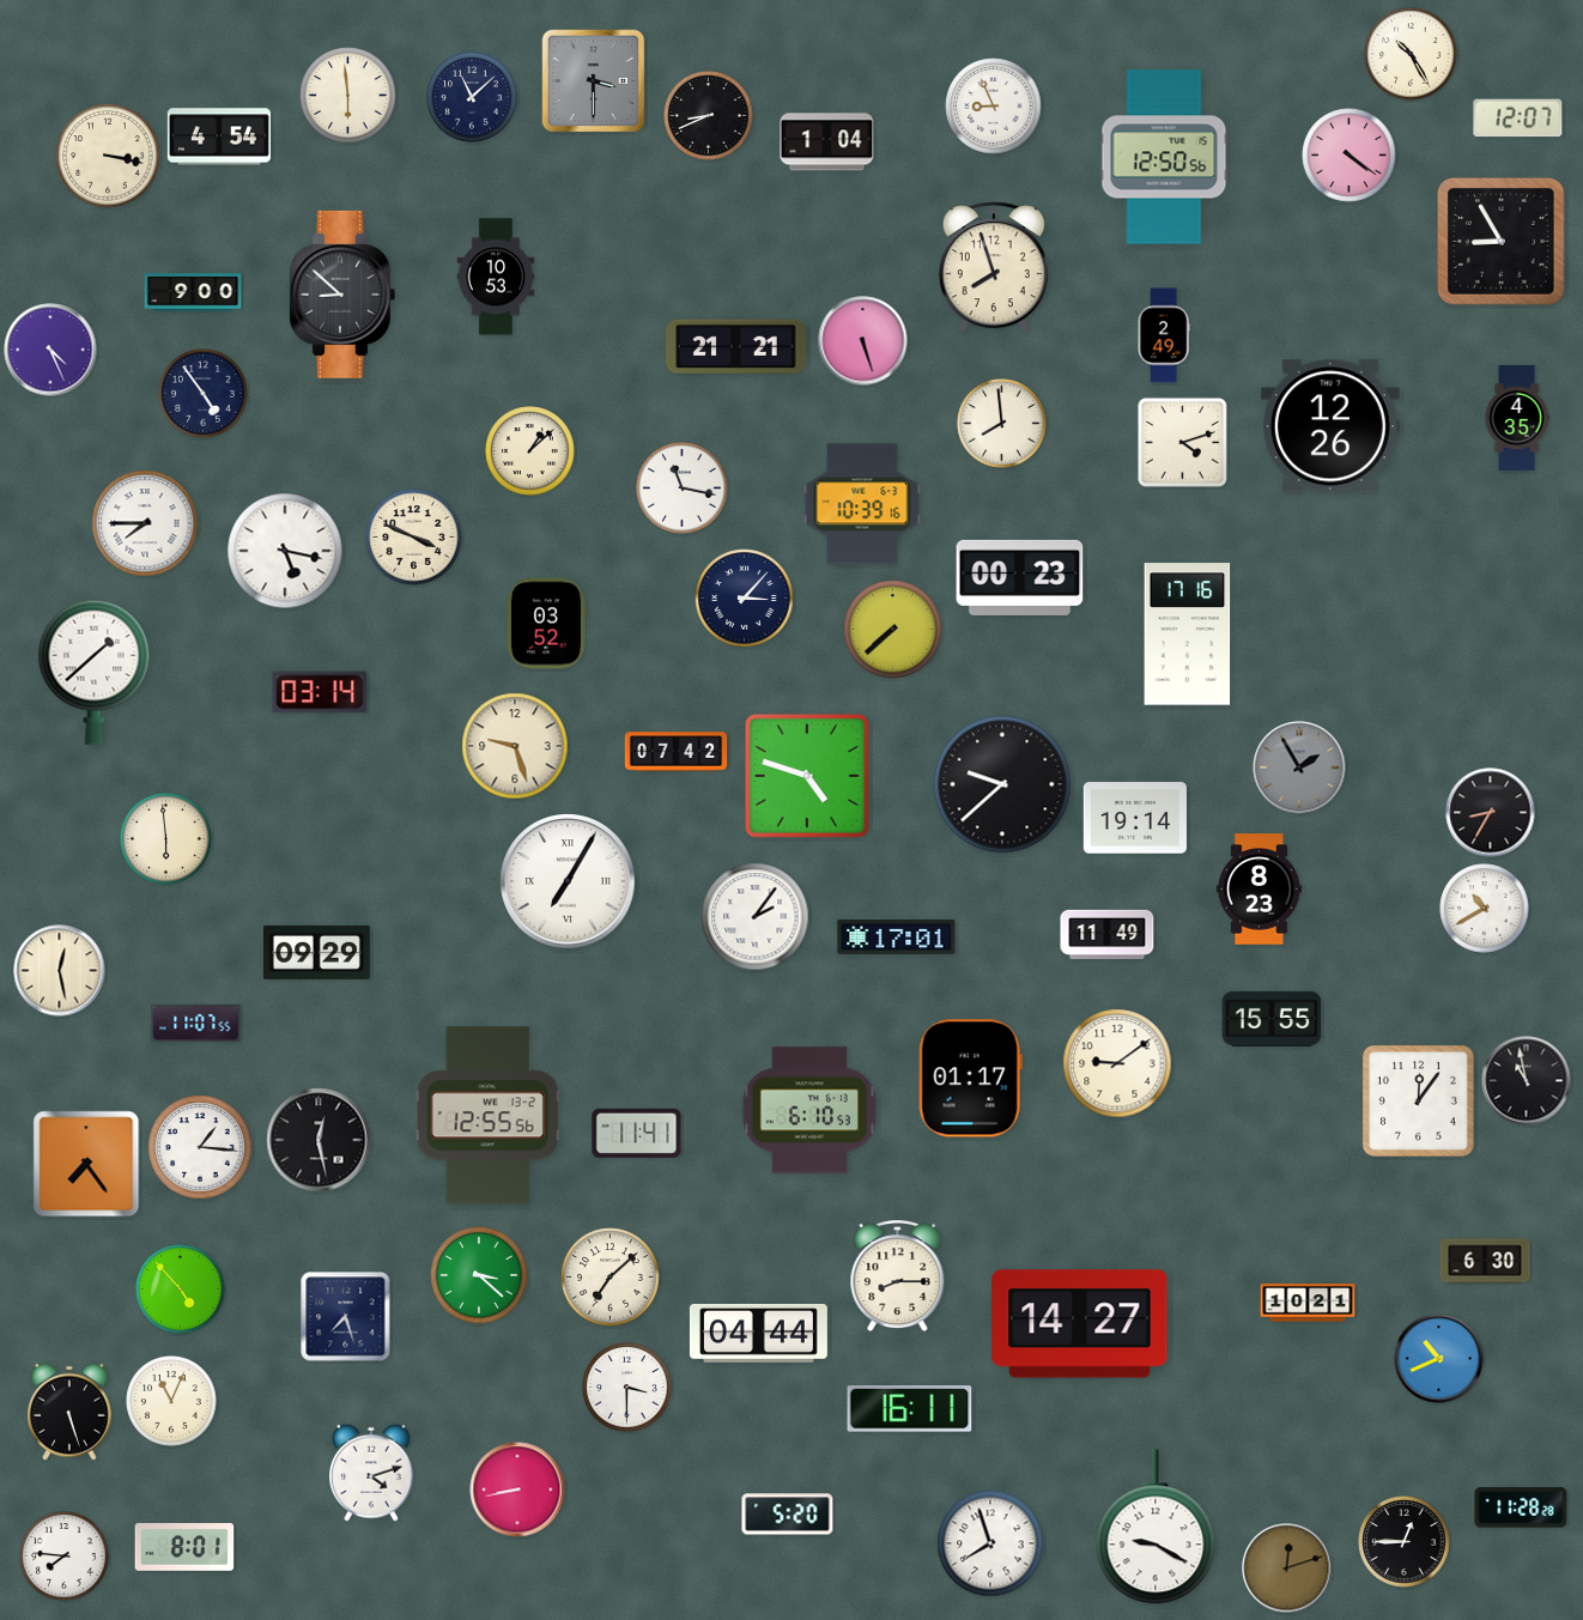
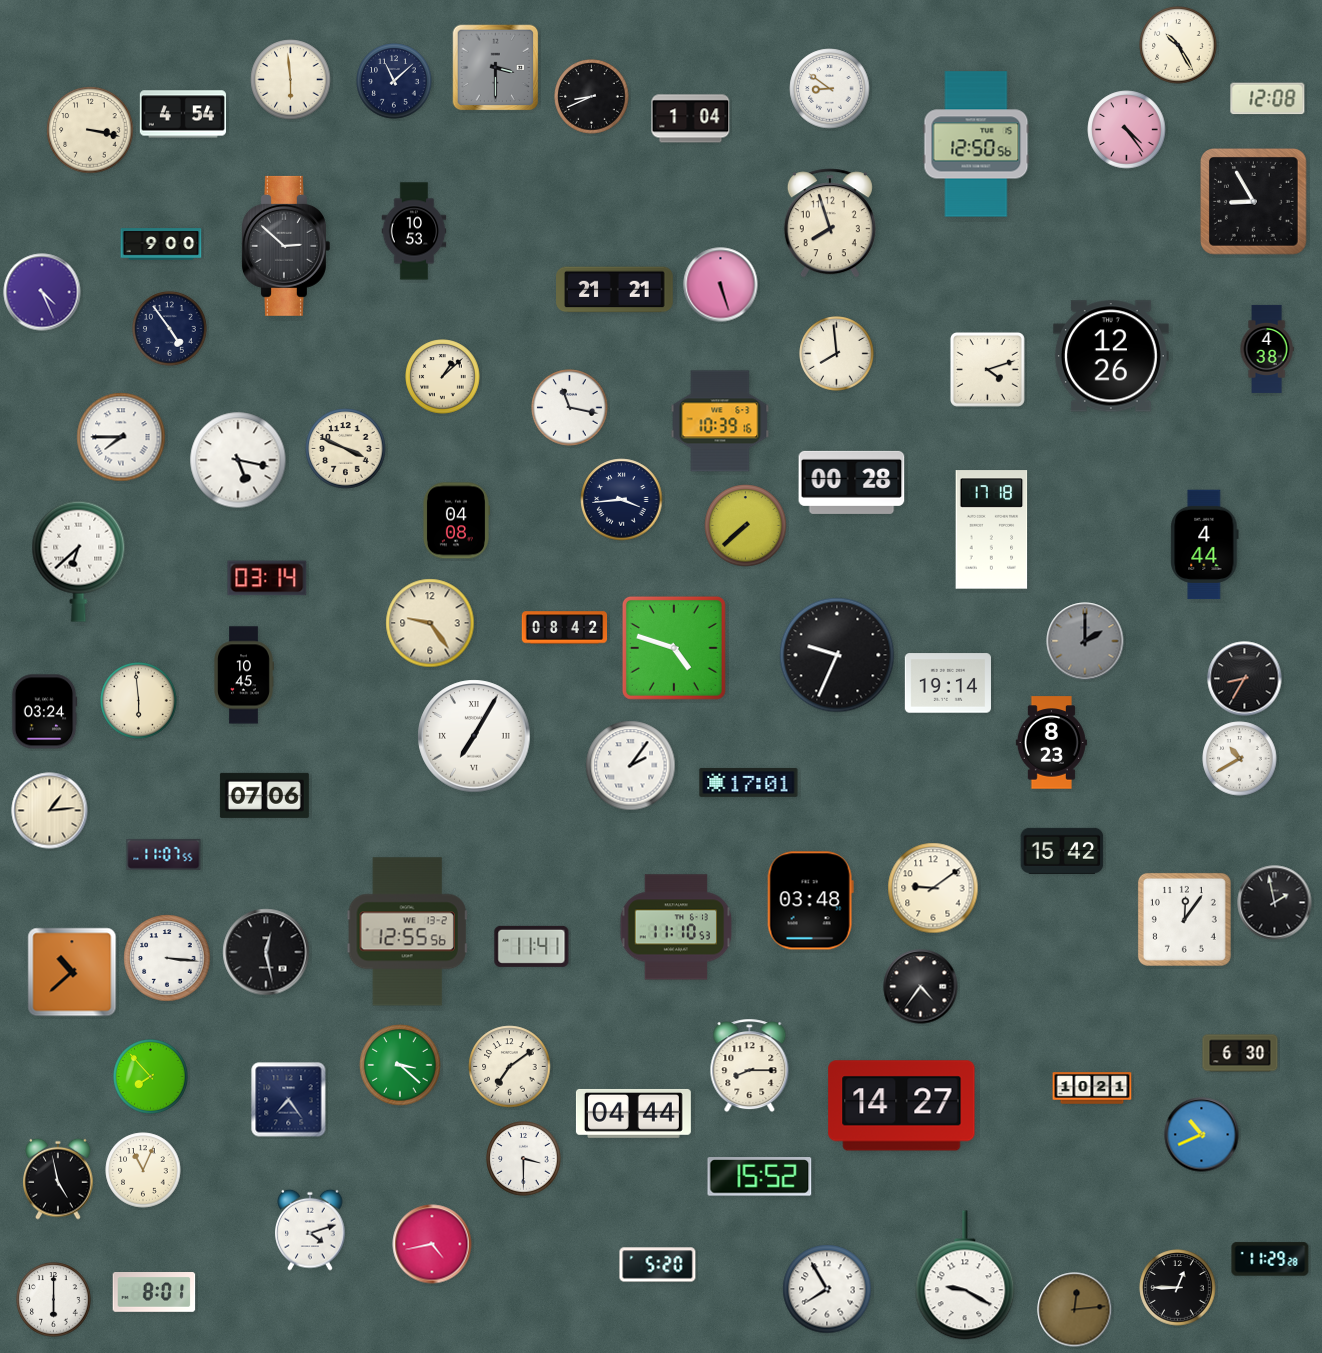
clock at (994, 107): 8:56 -> 8:51
clock at (1518, 119): 12:07 -> 12:08
clock at (1350, 156): 4:21 -> 4:24
clock at (1164, 157) position: (1164, 157) -> (976, 144)
clock at (341, 295): 8:52 -> 2:52
clock at (1164, 335): 2:49 -> none
clock at (1517, 418): 4:35 -> 4:38
clock at (1020, 577): 00:23 -> 00:28
clock at (745, 599): 3:07 -> 3:44
clock at (546, 624): 03:52 -> 04:08
clock at (1188, 635): 17:16 -> 17:18
clock at (1205, 545): none -> 4:44
clock at (95, 672): 1:38 -> 6:38
clock at (515, 746): 9:27 -> 9:24
clock at (677, 752): 07:42 -> 08:42
clock at (1299, 767): 1:55 -> 2:00
clock at (1002, 784): 9:38 -> 9:34
clock at (244, 675): none -> 10:45
clock at (44, 712): none -> 03:24
clock at (1108, 935): 11:49 -> none
clock at (316, 952): 09:29 -> 07:06
clock at (60, 971): 12:28 -> 1:14
clock at (1272, 1019): 15:55 -> 15:42
clock at (970, 1079): 01:17 -> 03:48
clock at (1527, 1081): 10:58 -> 1:58
clock at (809, 1110): 6:10 -> 11:10
clock at (200, 1147): 1:16 -> 3:16
clock at (86, 1164): 7:24 -> 10:38
clock at (921, 987): none -> 4:36
clock at (611, 1278): 7:08 -> 7:09
clock at (181, 1290): 4:53 -> 7:53
clock at (346, 1317): 7:27 -> 7:24
clock at (910, 1409): 16:11 -> 15:52
clock at (69, 1412): 5:27 -> 4:58
clock at (517, 1489): 8:43 -> 4:43
clock at (1521, 1507): 11:28 -> 11:29
clock at (1405, 1542) position: (1405, 1542) -> (1178, 1288)
clock at (990, 1543): 7:57 -> 7:55
clock at (65, 1557): 7:46 -> 6:00
clock at (1287, 1569): 12:12 -> 12:14
